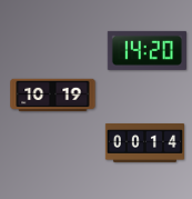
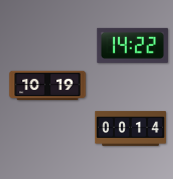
clock at (146, 50): 14:20 -> 14:22
